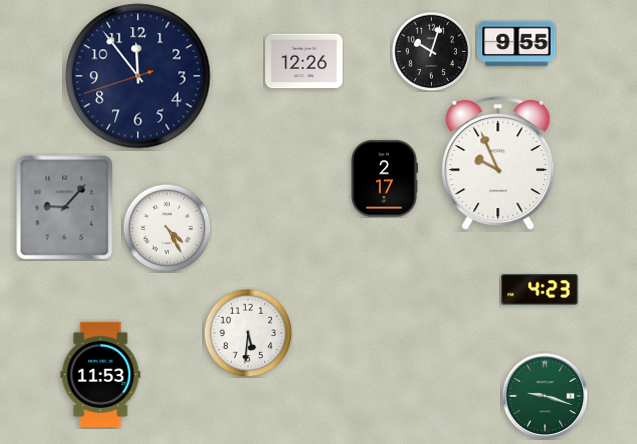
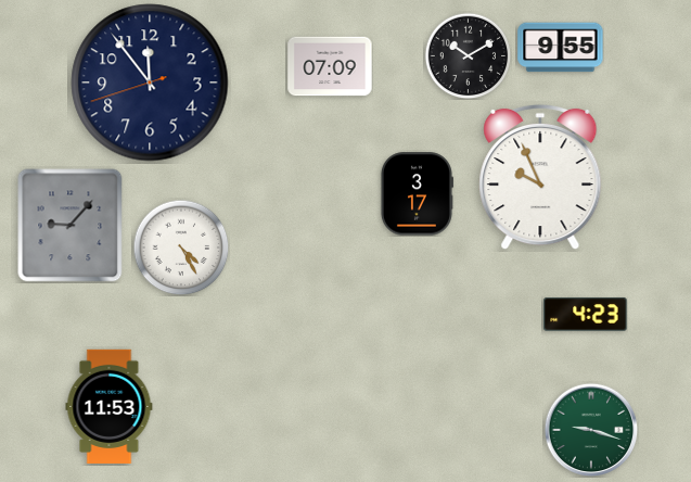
clock at (431, 51): 10:03 -> 10:10
clock at (304, 61): 12:26 -> 07:09
clock at (384, 179): 2:17 -> 3:17
clock at (248, 333): 5:31 -> none
